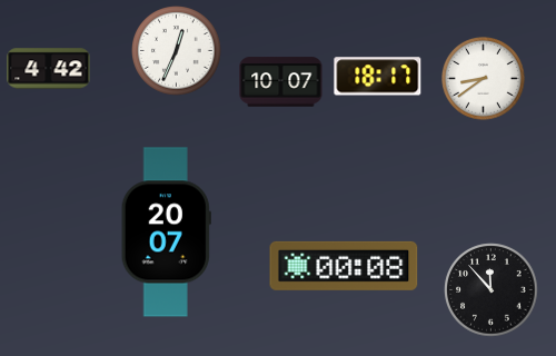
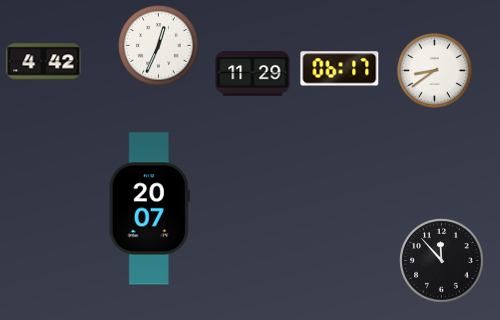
clock at (378, 77): 18:17 -> 06:17
clock at (281, 82): 10:07 -> 11:29
clock at (344, 266): 00:08 -> none
